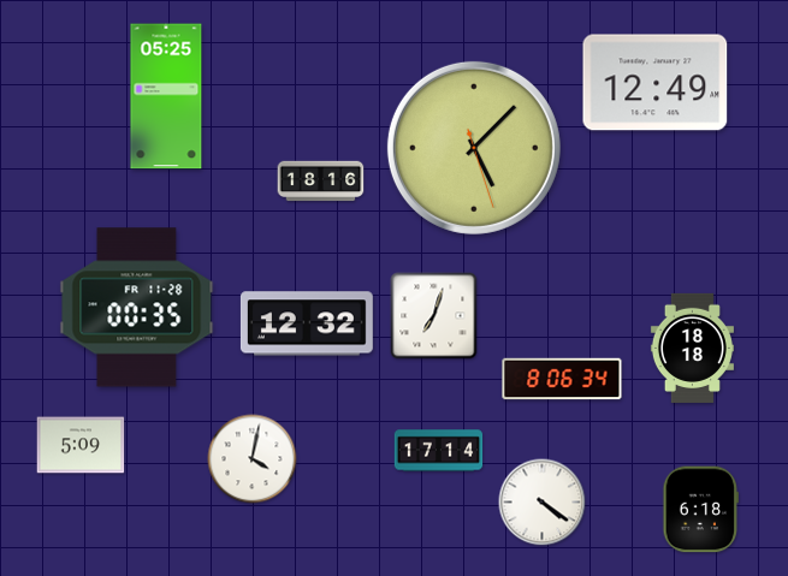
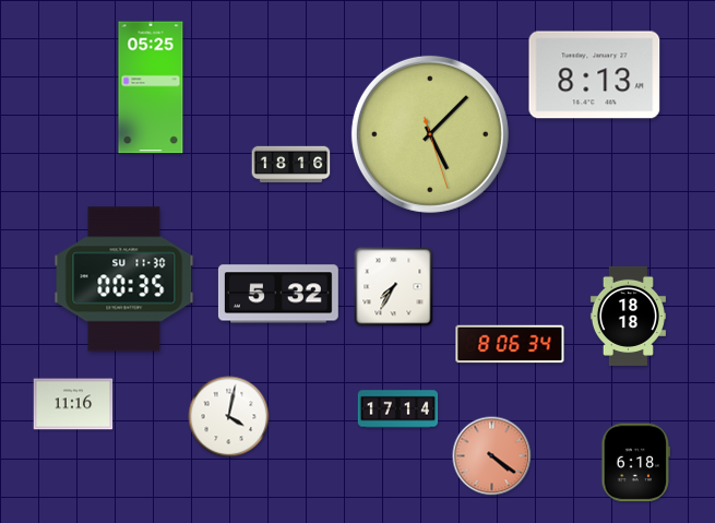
clock at (656, 83): 12:49 -> 8:13
clock at (137, 308) date: FR 11-28 -> SU 11-30
clock at (434, 316): 7:03 -> 7:35
clock at (307, 323): 12:32 -> 5:32
clock at (81, 445): 5:09 -> 11:16
clock at (543, 503) dial: white -> salmon
